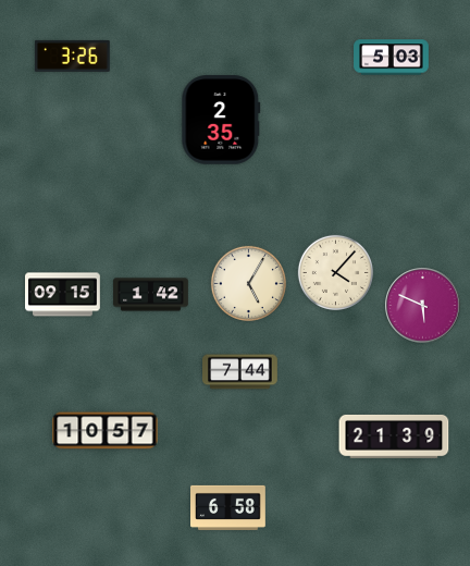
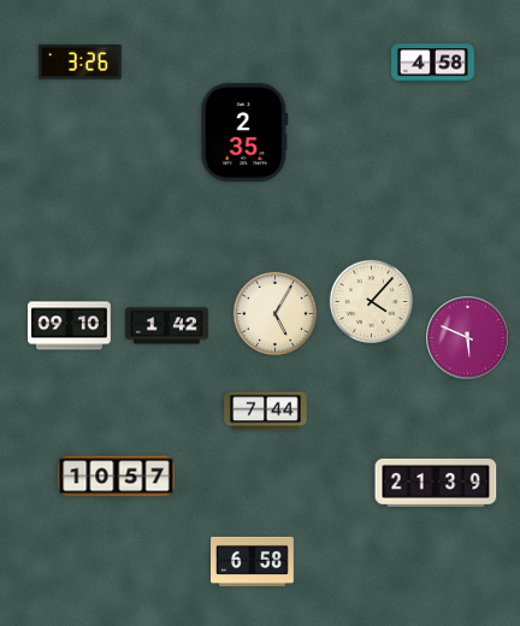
clock at (392, 58): 5:03 -> 4:58
clock at (63, 295): 09:15 -> 09:10
